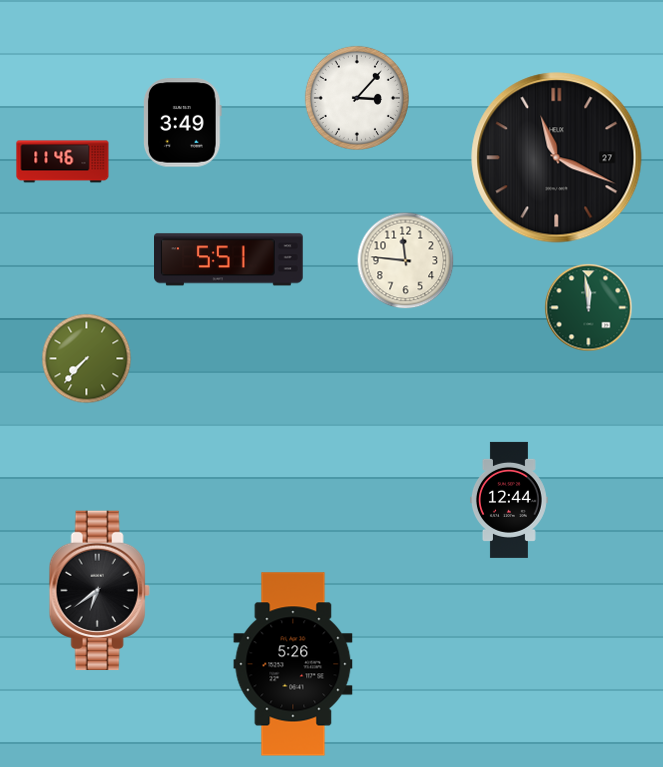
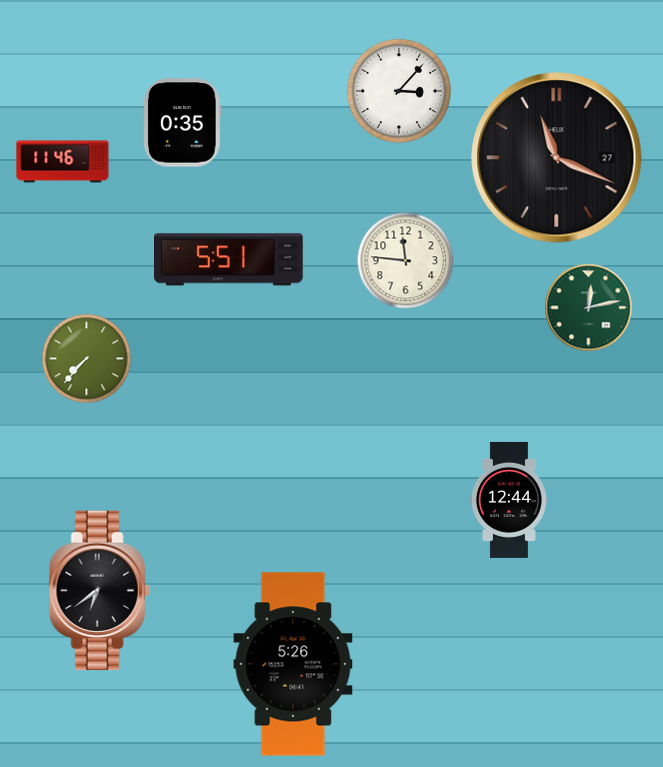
clock at (357, 98) position: (357, 98) -> (399, 91)
clock at (183, 123): 3:49 -> 0:35
clock at (589, 308): 11:59 -> 12:13
